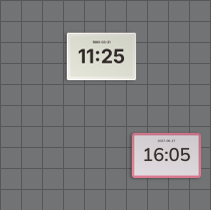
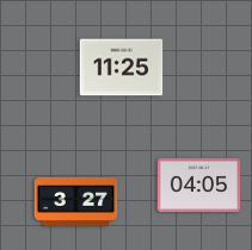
clock at (167, 155): 16:05 -> 04:05
clock at (76, 201): none -> 3:27
